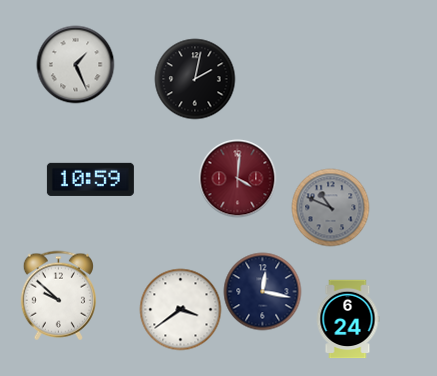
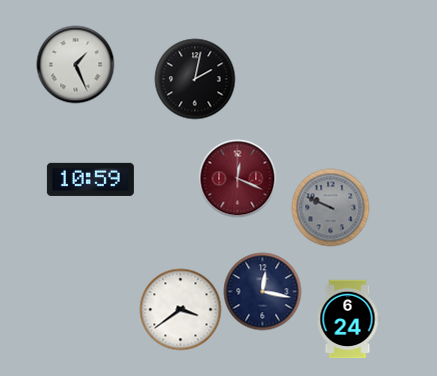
clock at (237, 178): 4:01 -> 12:19
clock at (330, 207): 10:49 -> 9:49
clock at (58, 295): 9:52 -> none
